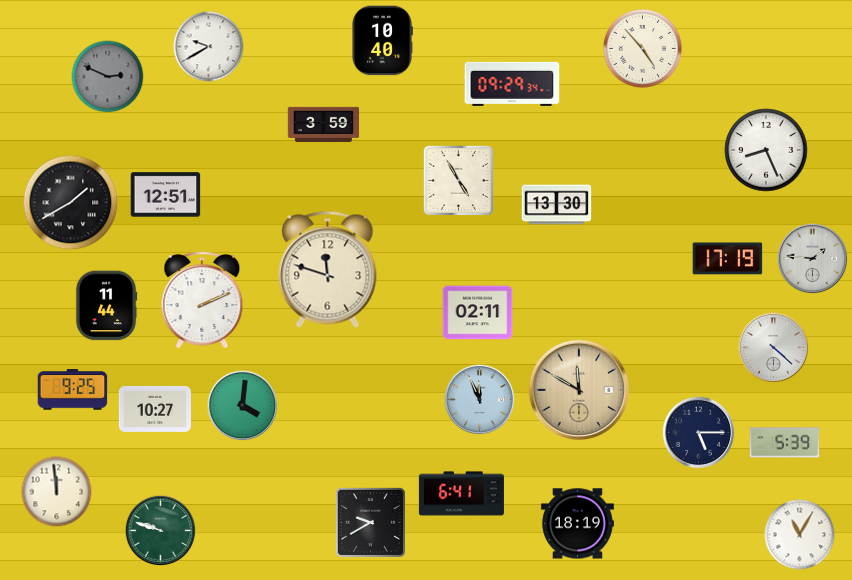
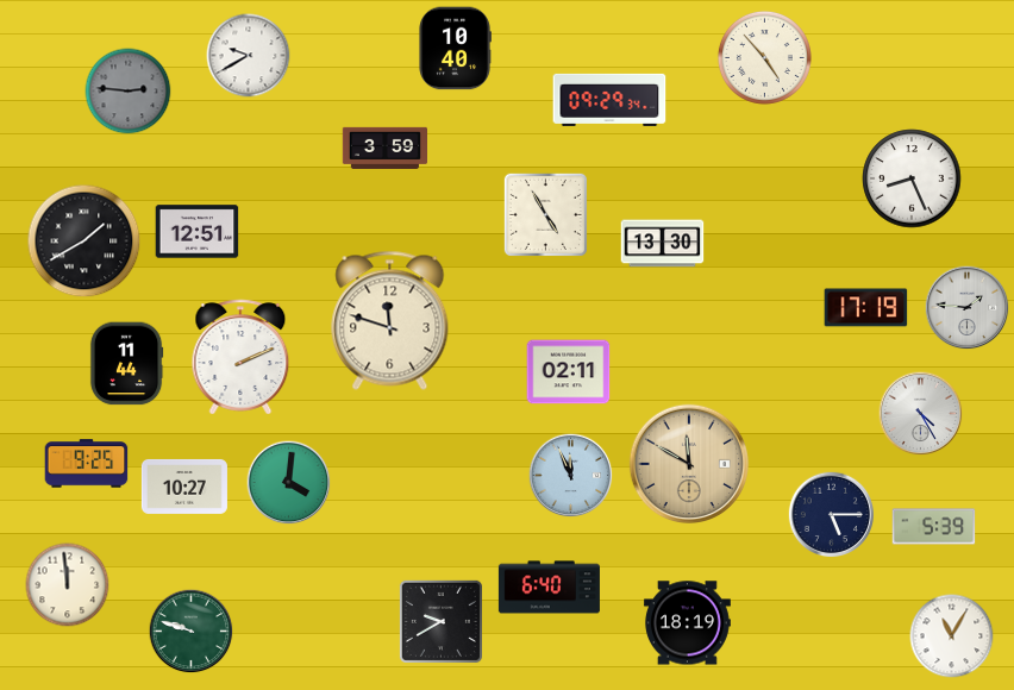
clock at (108, 77): 2:49 -> 2:46
clock at (774, 348): 4:22 -> 4:25
clock at (461, 494): 6:41 -> 6:40
